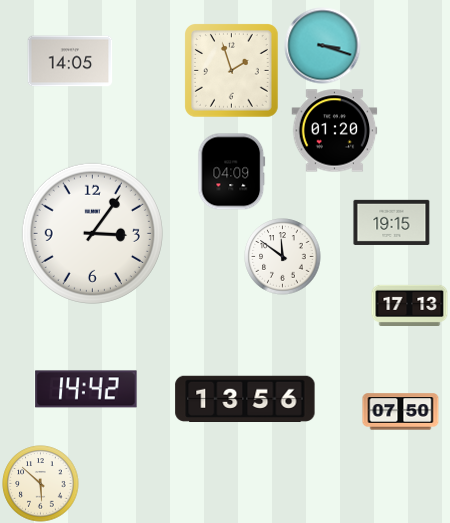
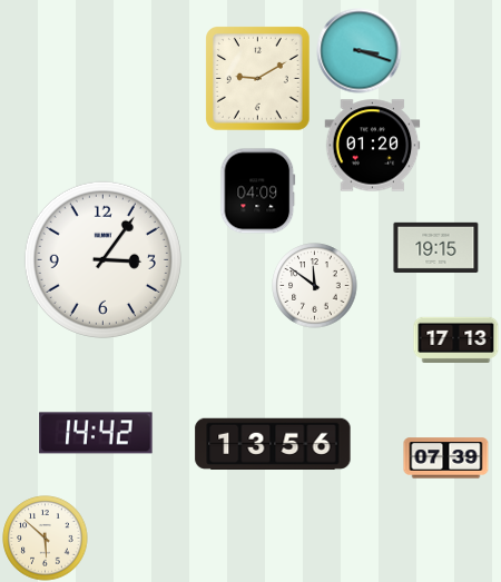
clock at (70, 61): 14:05 -> none
clock at (232, 71): 1:57 -> 9:10
clock at (401, 412): 07:50 -> 07:39
